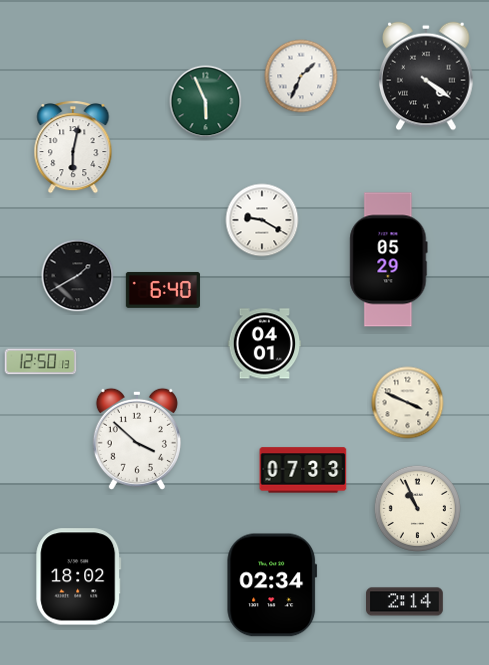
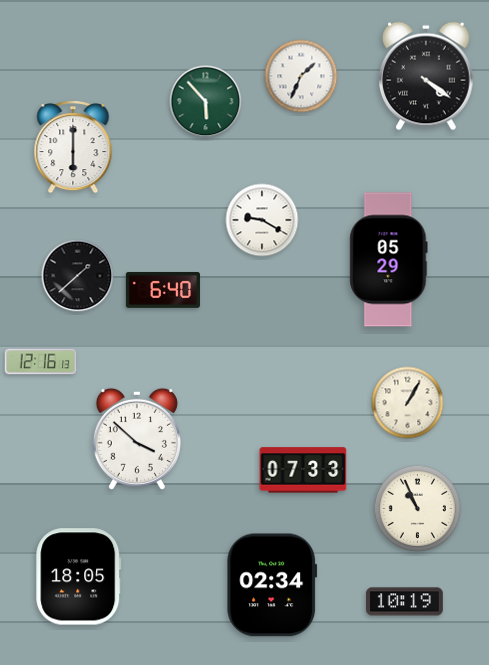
clock at (206, 102): 5:56 -> 5:53
clock at (73, 147): 6:02 -> 6:00
clock at (78, 276): 1:40 -> 1:38
clock at (265, 344): 04:01 -> none
clock at (41, 362): 12:50 -> 12:16
clock at (408, 403): 3:49 -> 1:05
clock at (79, 577): 18:02 -> 18:05
clock at (405, 602): 2:14 -> 10:19
